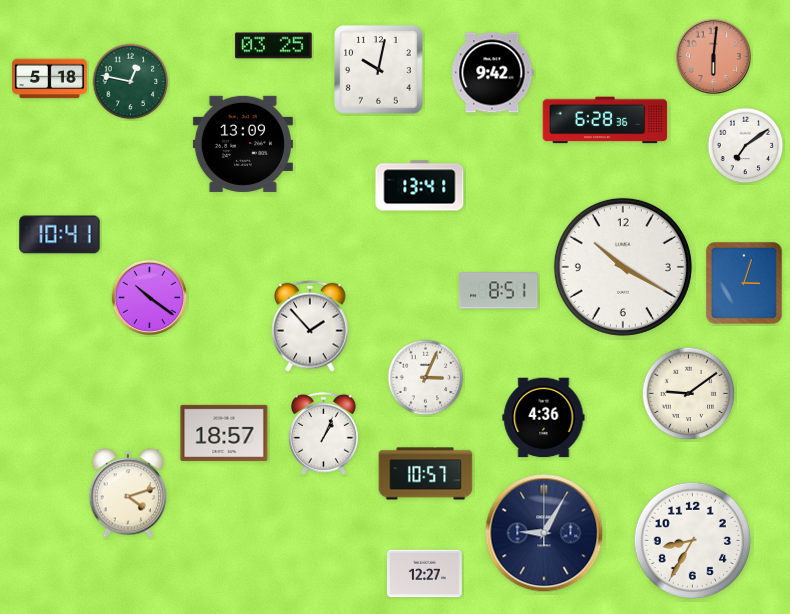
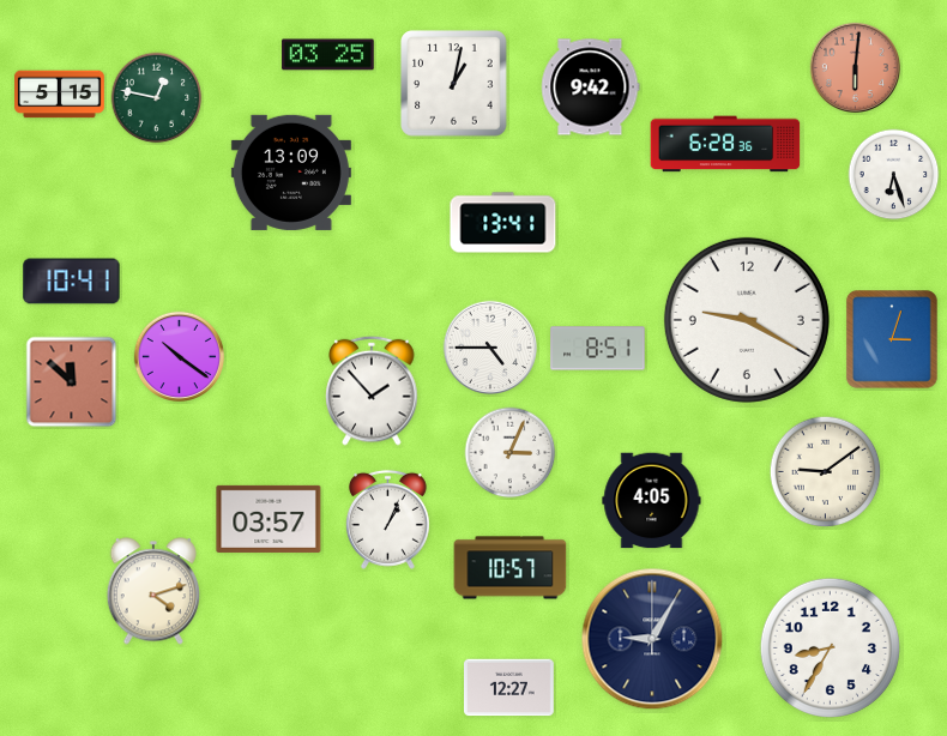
clock at (379, 70): 10:02 -> 1:02
clock at (50, 79): 5:18 -> 5:15
clock at (746, 146): 7:09 -> 6:27
clock at (623, 267): 10:20 -> 9:20
clock at (489, 346): none -> 4:45
clock at (72, 382): none -> 11:52
clock at (544, 418): 4:36 -> 4:05
clock at (224, 433): 18:57 -> 03:57
